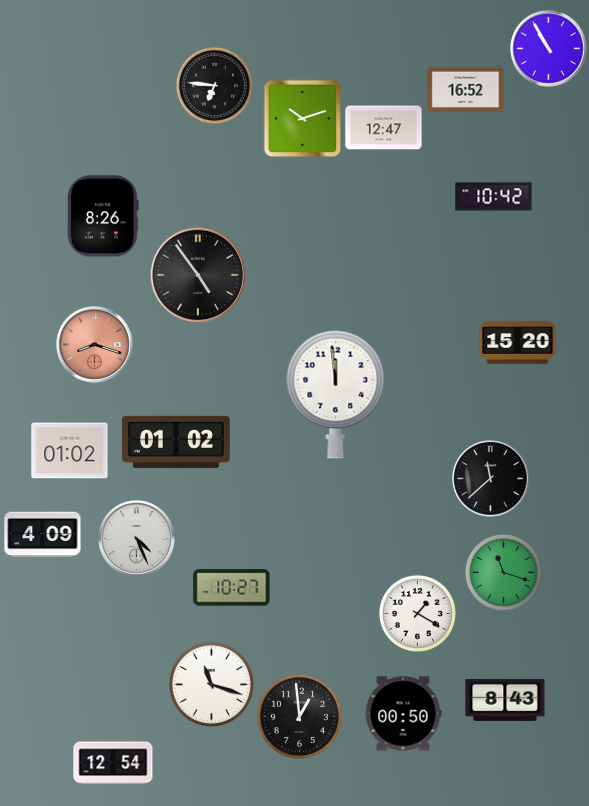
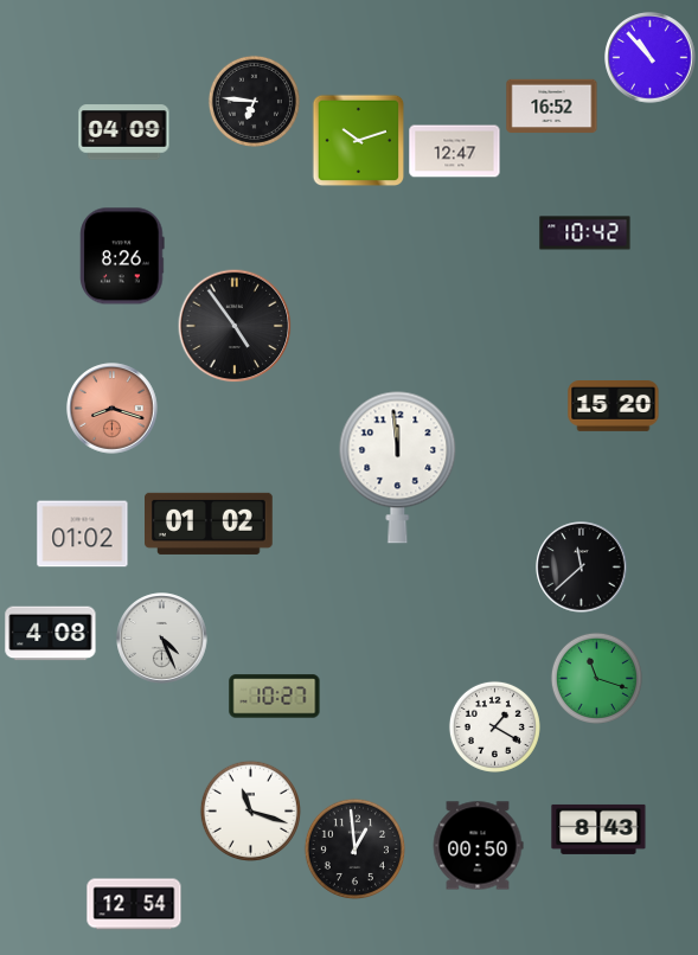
clock at (549, 49): 10:55 -> 10:53
clock at (124, 133): none -> 04:09
clock at (43, 535): 4:09 -> 4:08
